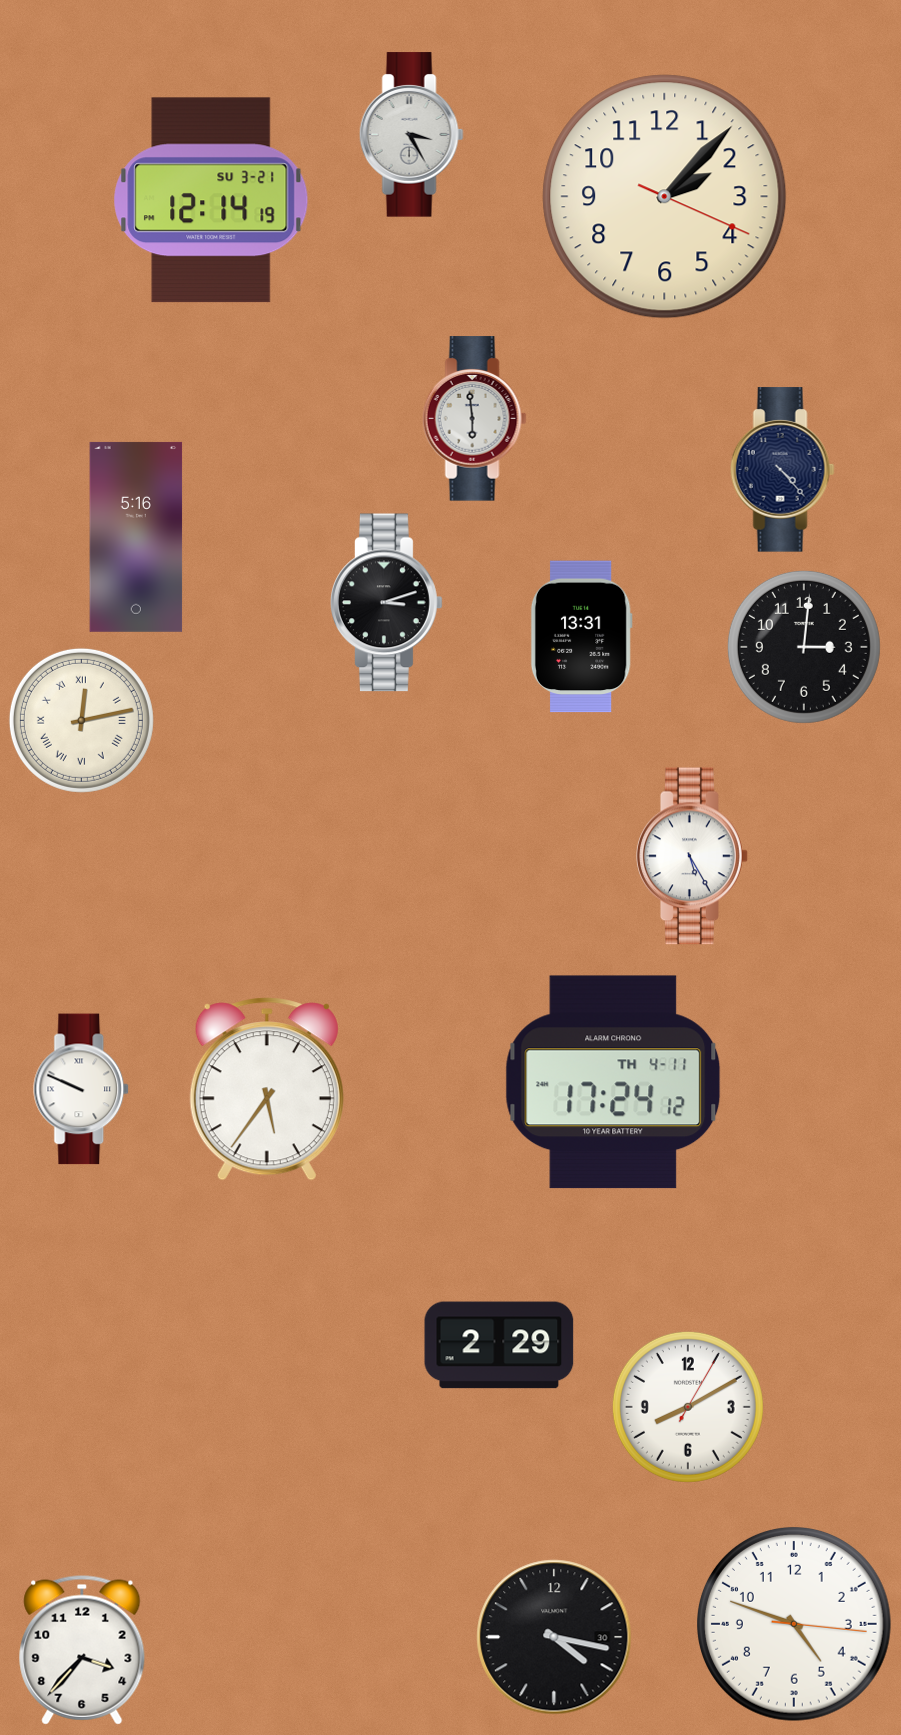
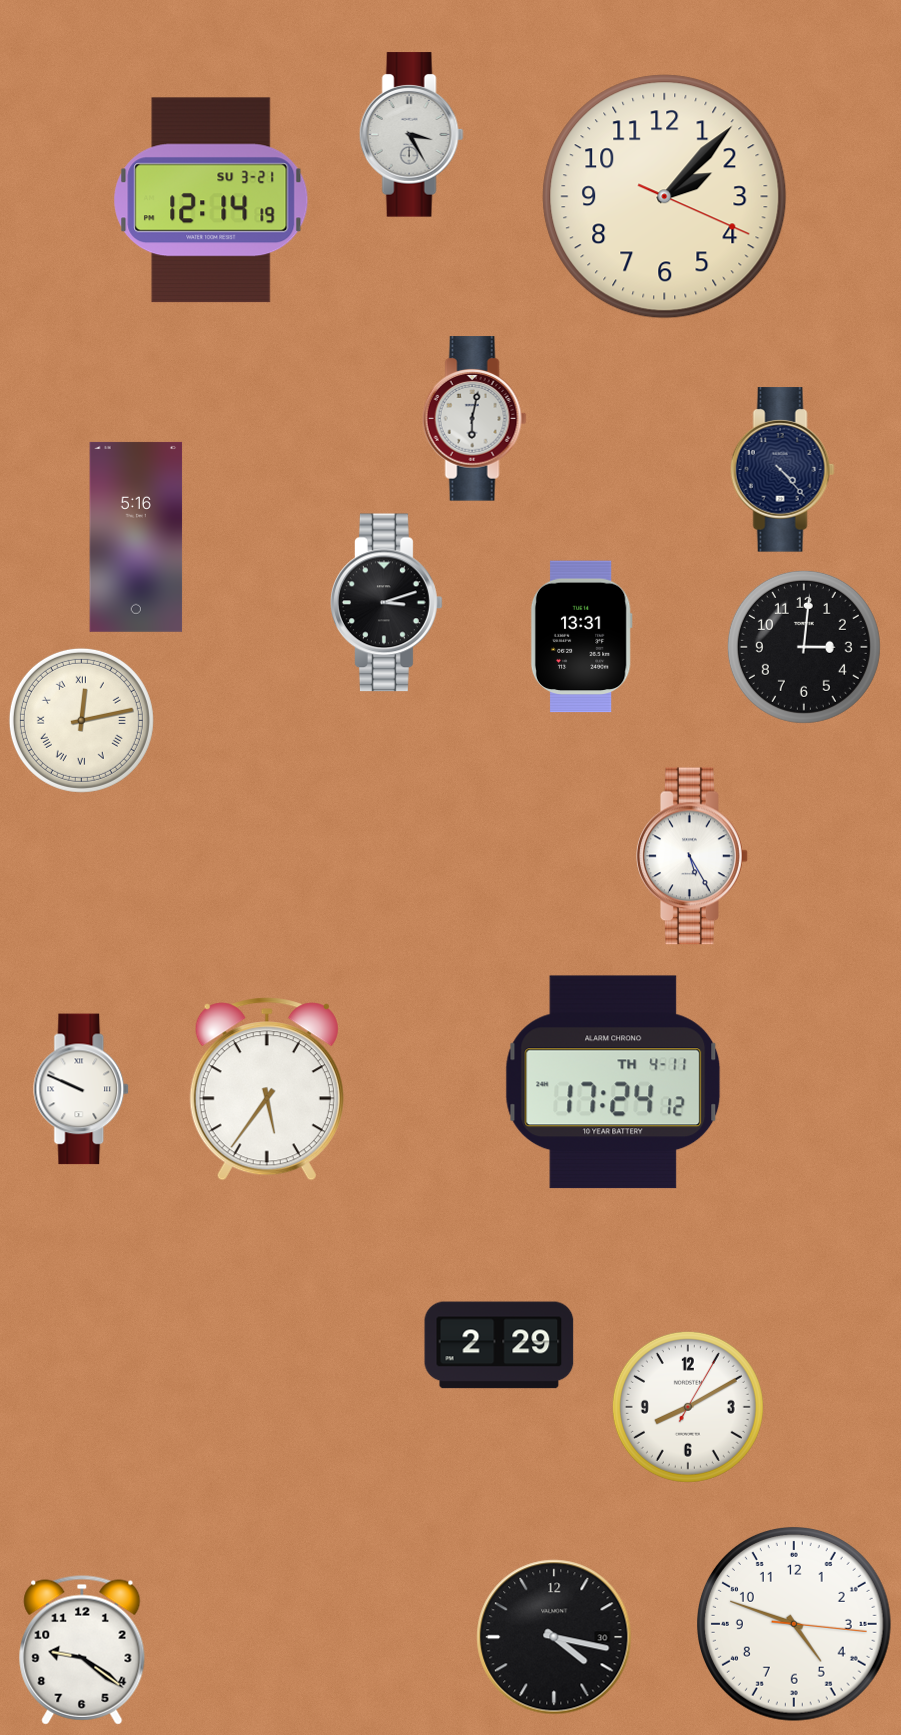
clock at (474, 419): 5:59 -> 6:02
clock at (82, 1650): 3:37 -> 9:21
